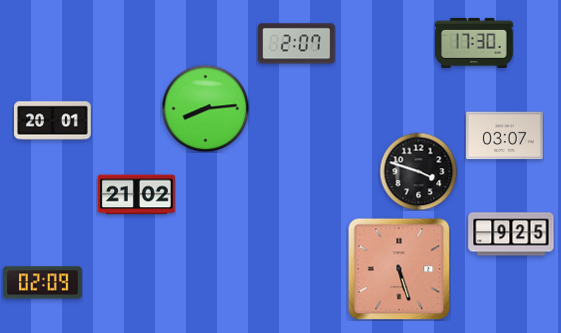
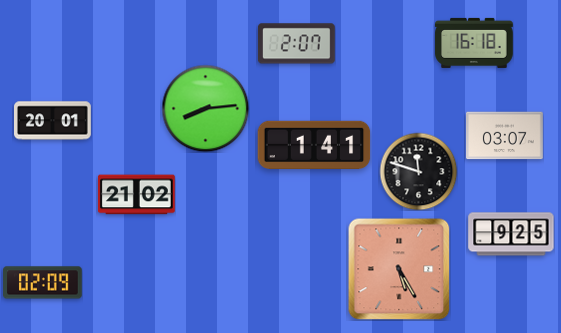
clock at (474, 43): 17:30 -> 16:18
clock at (314, 145): none -> 1:41
clock at (418, 171): 3:48 -> 11:48
clock at (399, 269): 5:27 -> 5:25
